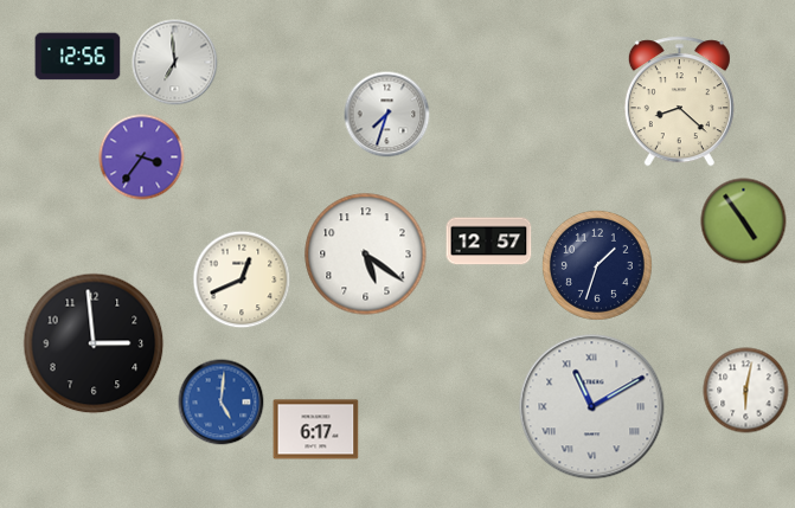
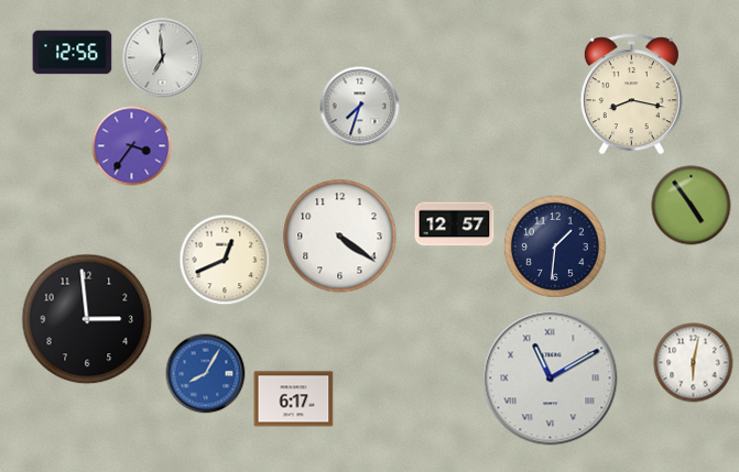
clock at (679, 102): 8:22 -> 8:17
clock at (366, 255): 5:21 -> 4:21
clock at (597, 265): 1:33 -> 1:31
clock at (222, 403): 5:01 -> 8:05
